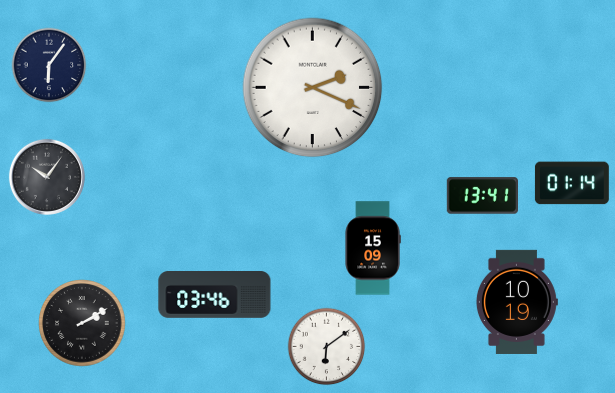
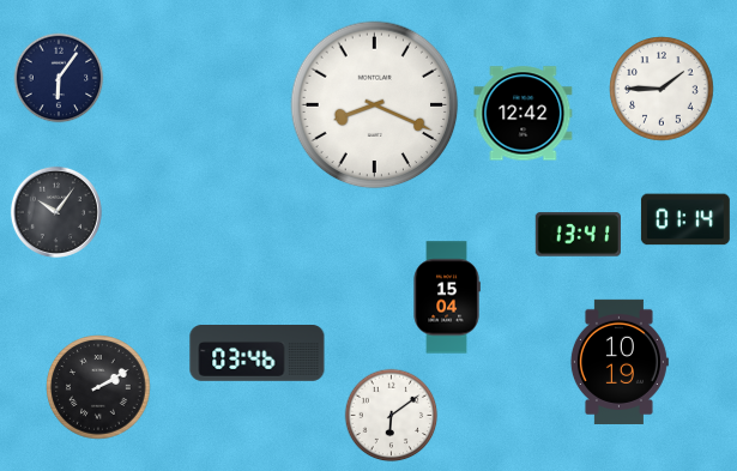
clock at (662, 89): none -> 1:45
clock at (313, 88): 2:19 -> 8:19
clock at (524, 114): none -> 12:42
clock at (373, 248): 15:09 -> 15:04
